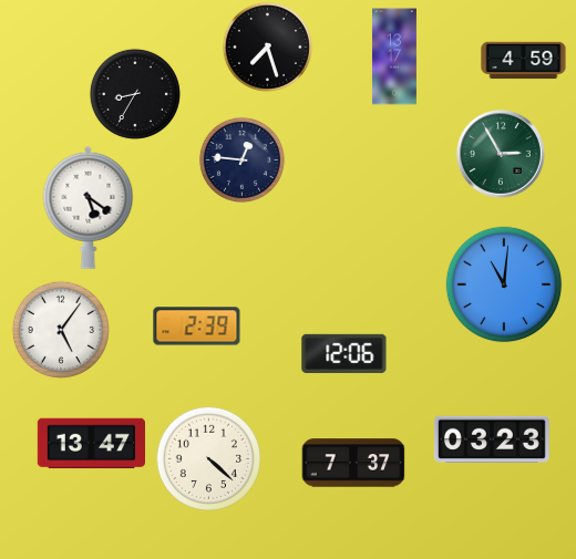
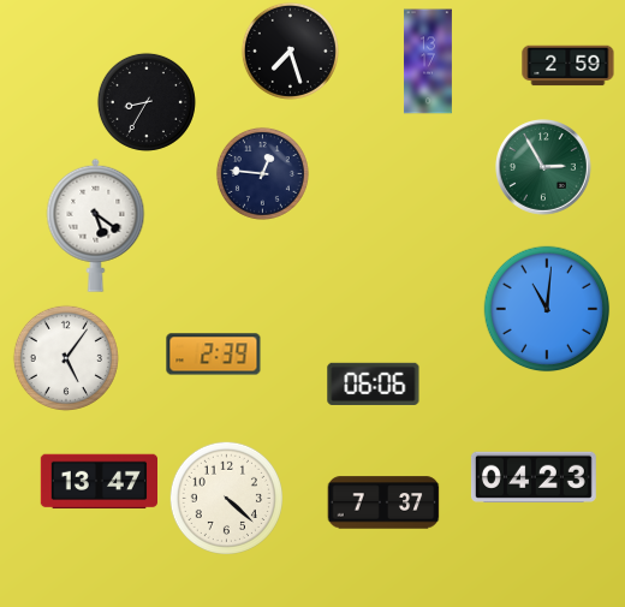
clock at (524, 61): 4:59 -> 2:59
clock at (344, 353): 12:06 -> 06:06
clock at (492, 439): 03:23 -> 04:23
